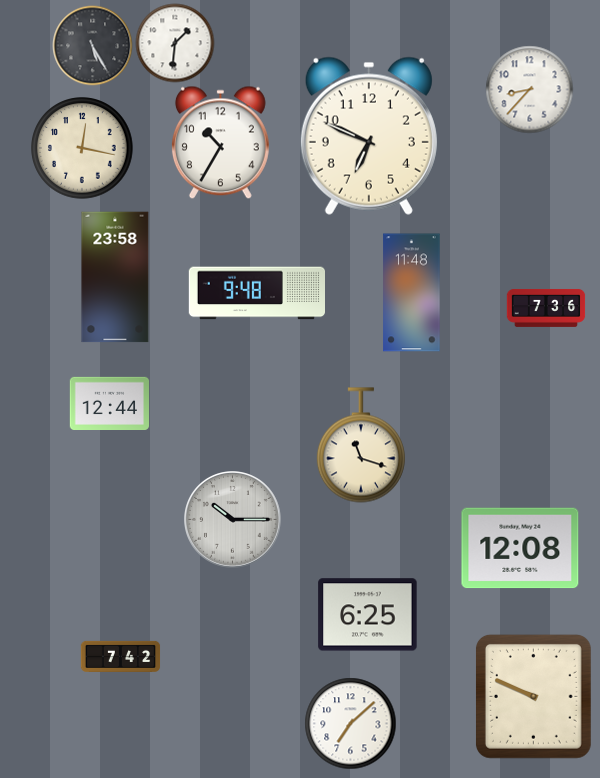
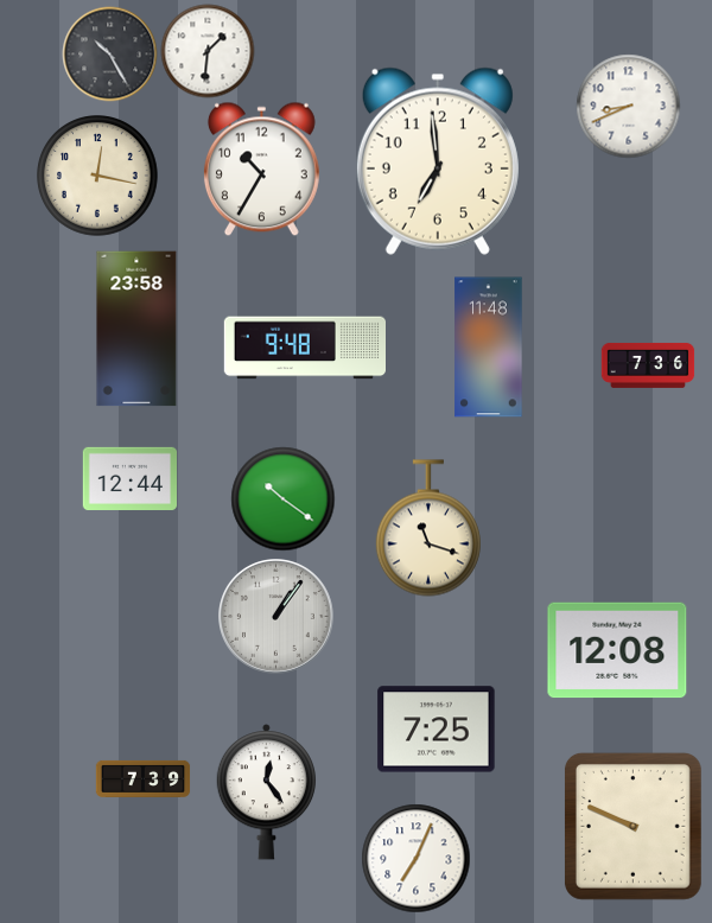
clock at (92, 45): 5:25 -> 10:25
clock at (529, 89): 8:37 -> 8:41
clock at (369, 136): 6:49 -> 6:59
clock at (282, 498): none -> 10:21
clock at (233, 520): 10:15 -> 1:06
clock at (368, 615): 6:25 -> 7:25
clock at (120, 656): 7:42 -> 7:39
clock at (266, 792): none -> 12:24
clock at (350, 723): 7:08 -> 7:04
